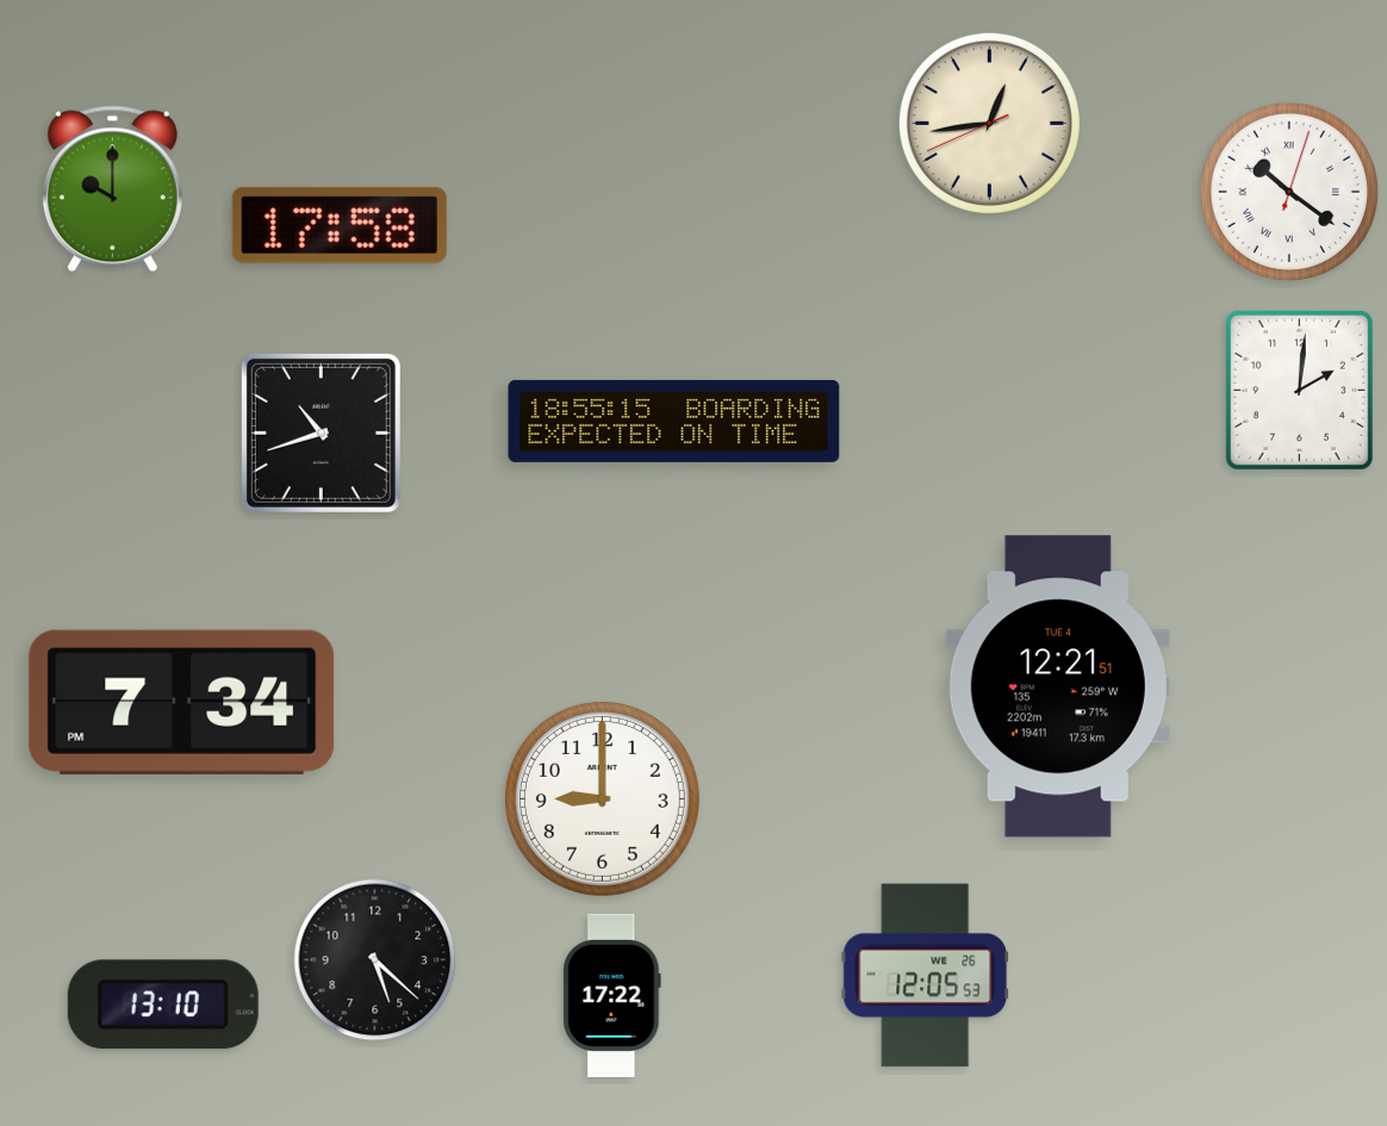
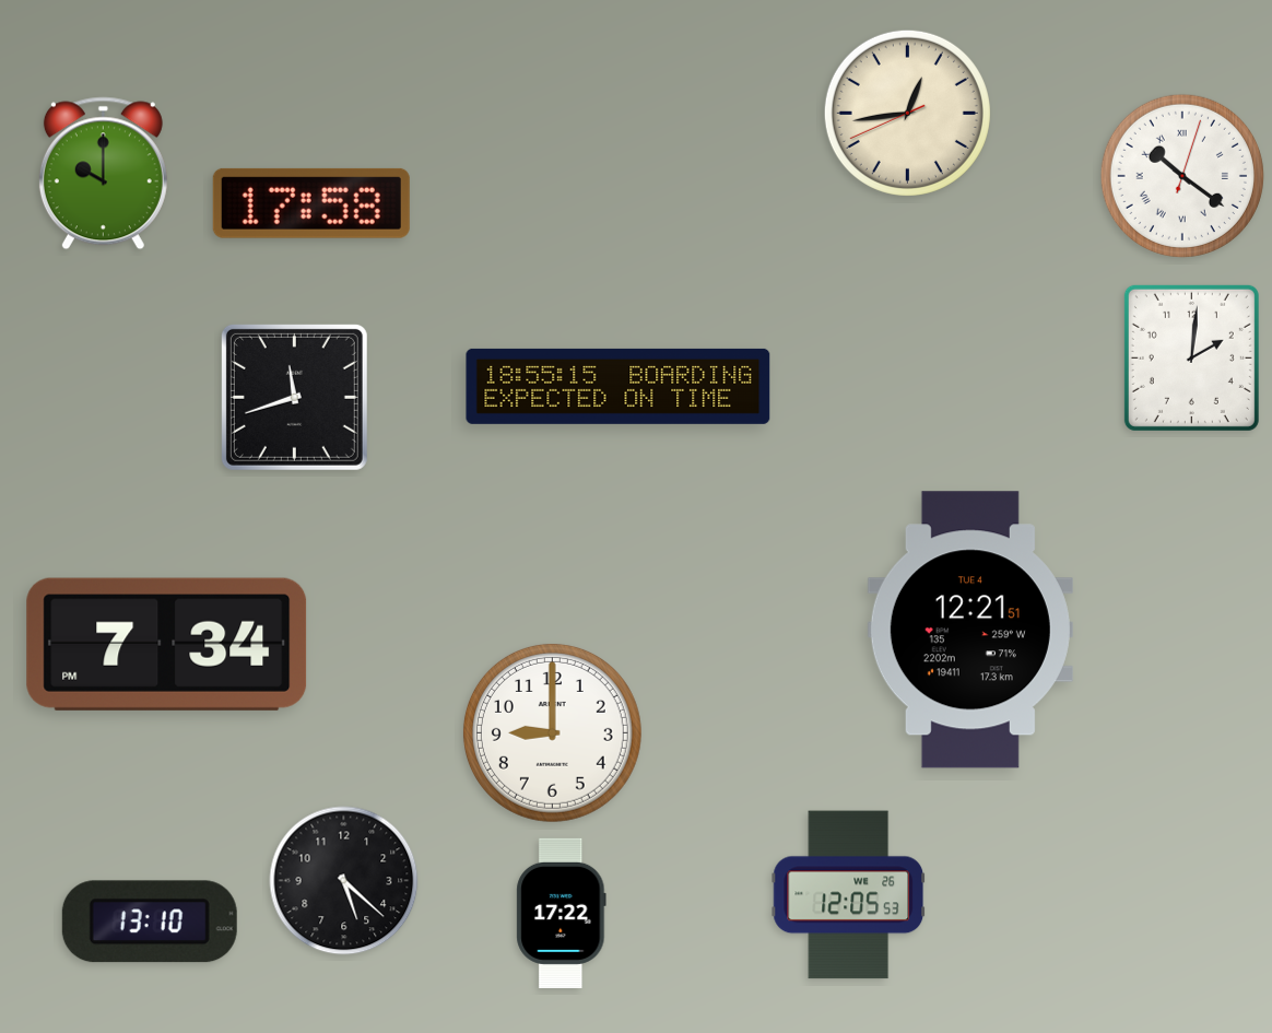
clock at (340, 225) position: (340, 225) -> (311, 203)
clock at (321, 433): 10:42 -> 11:42
